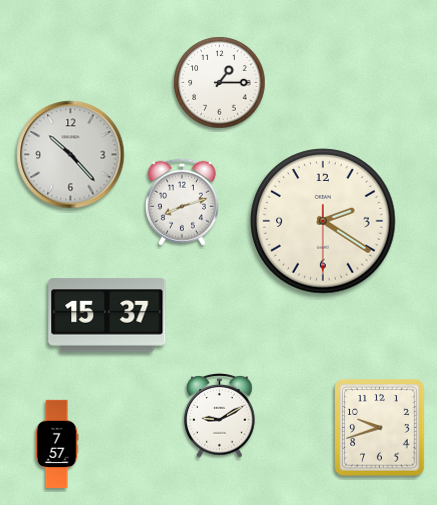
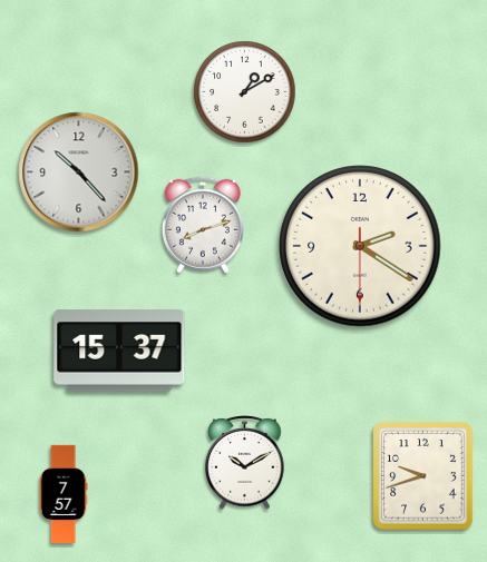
clock at (220, 83): 1:15 -> 1:10
clock at (220, 416): 9:10 -> 10:10
